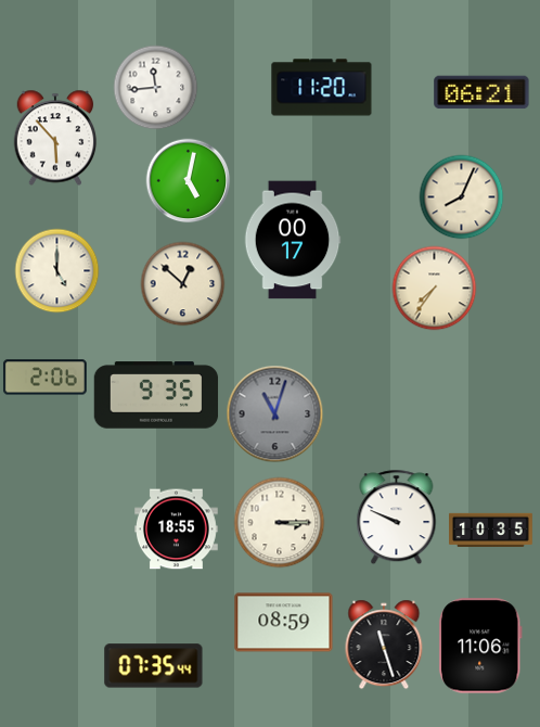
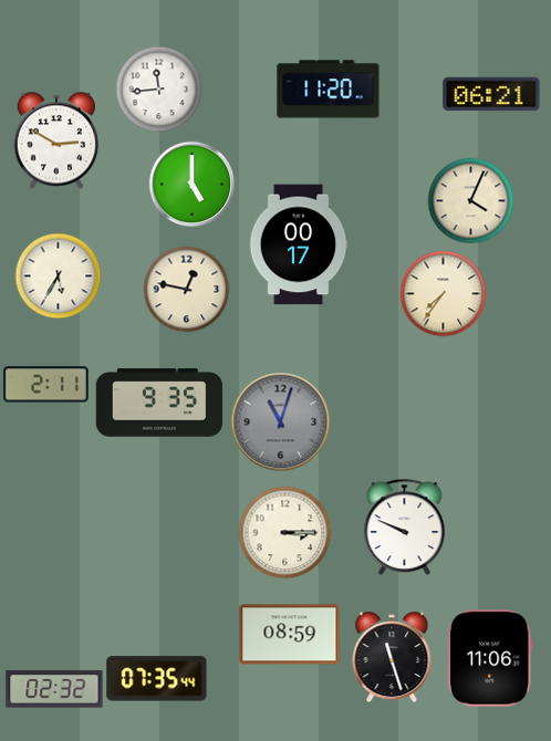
clock at (55, 138): 5:53 -> 2:50
clock at (188, 180): 5:02 -> 5:00
clock at (461, 196): 8:04 -> 4:04
clock at (56, 270): 5:00 -> 5:35
clock at (182, 283): 12:52 -> 12:47
clock at (46, 378): 2:06 -> 2:11
clock at (177, 530): 18:55 -> none
clock at (491, 530): 10:35 -> none
clock at (54, 689): none -> 02:32
